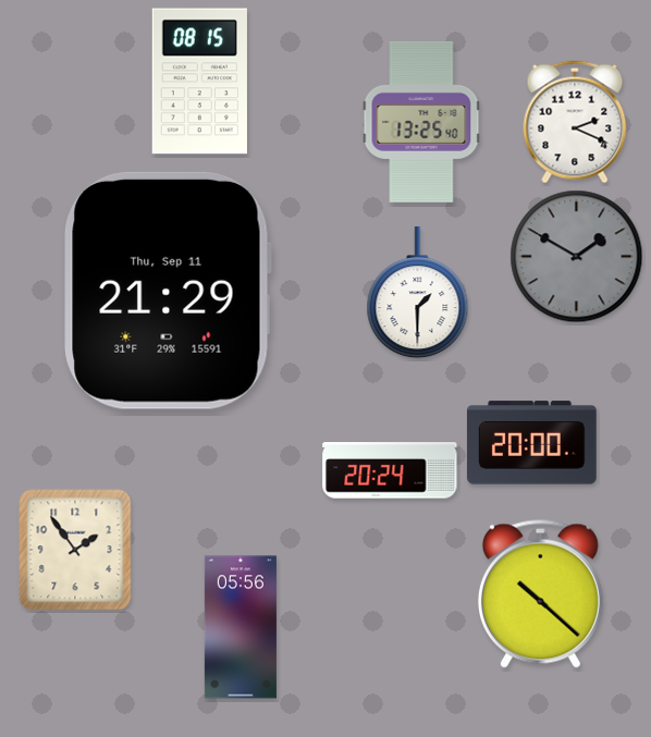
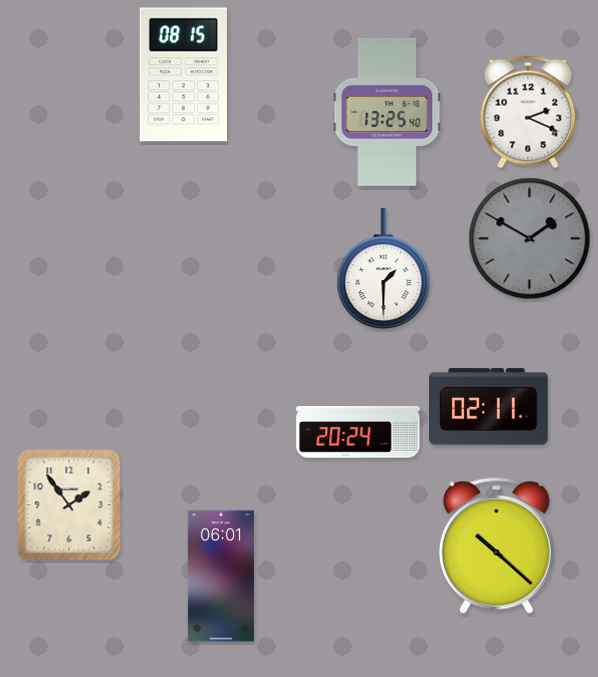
clock at (577, 257) position: (577, 257) -> (530, 239)
clock at (168, 291): 21:29 -> none
clock at (532, 443): 20:00 -> 02:11
clock at (241, 627): 05:56 -> 06:01
